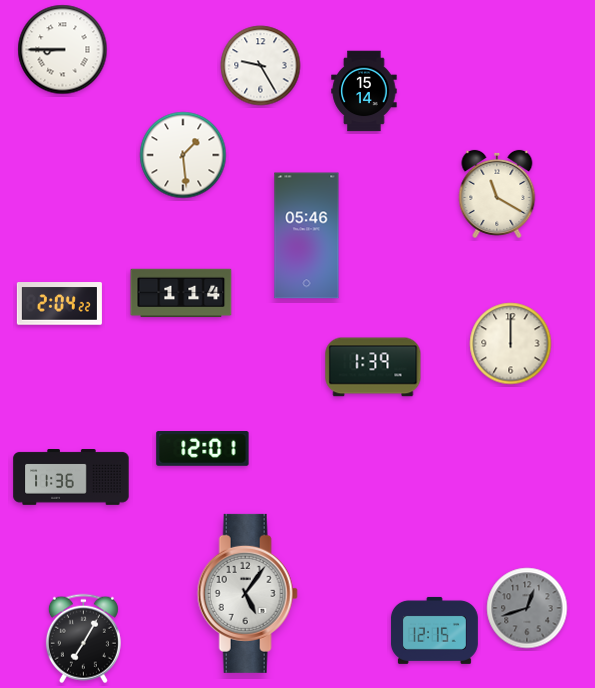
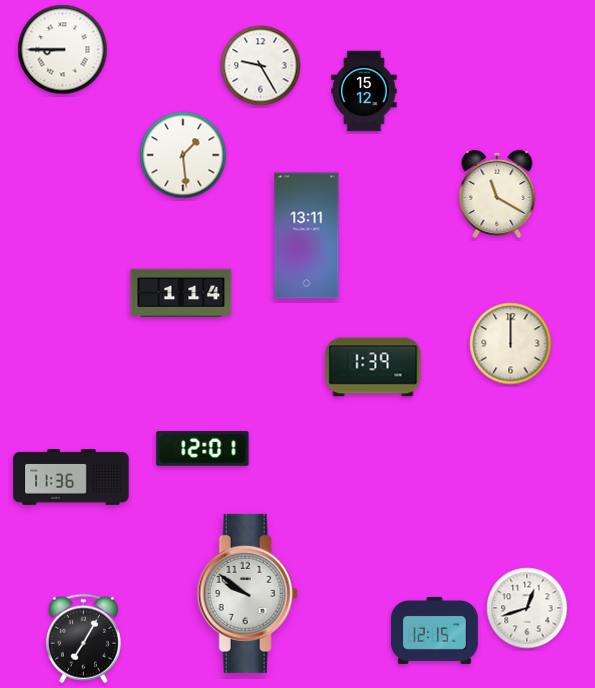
clock at (364, 91): 15:14 -> 15:12
clock at (307, 236): 05:46 -> 13:11
clock at (59, 304): 2:04 -> none
clock at (247, 593): 5:06 -> 9:51
clock at (527, 608) dial: grey -> white
